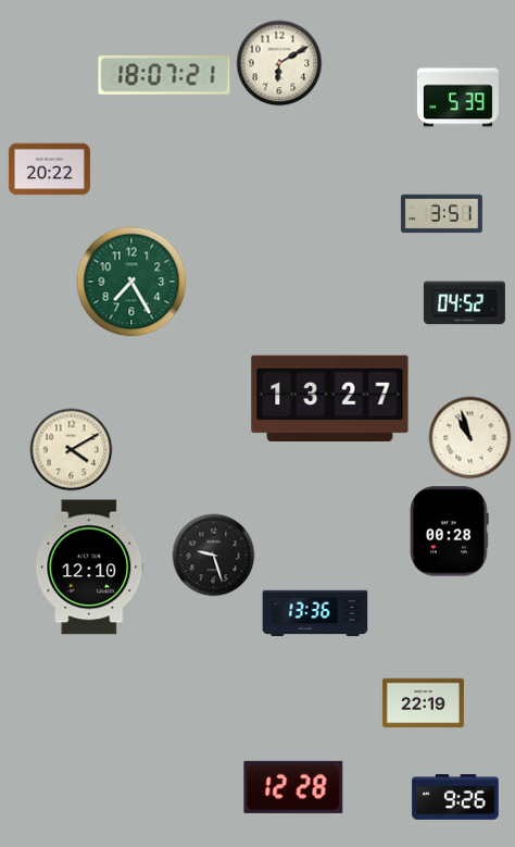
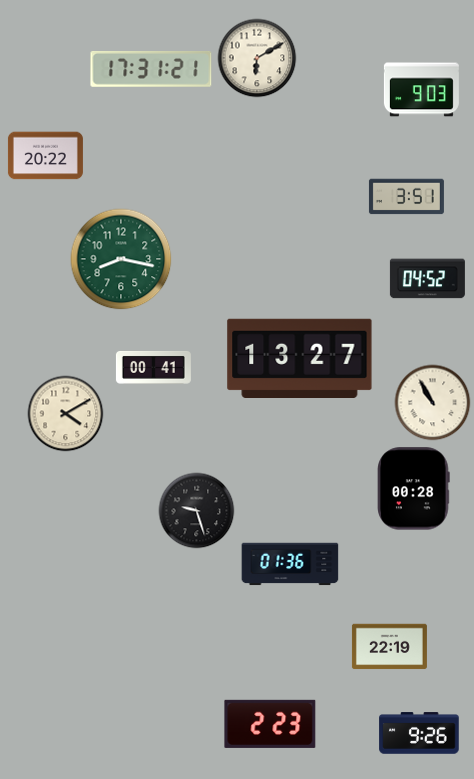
clock at (164, 75): 18:07 -> 17:31
clock at (457, 98): 5:39 -> 9:03
clock at (131, 282): 7:25 -> 8:17
clock at (330, 398) position: (330, 398) -> (300, 358)
clock at (153, 367): none -> 00:41
clock at (470, 438): 10:57 -> 10:55
clock at (90, 568): 12:10 -> none
clock at (315, 613): 13:36 -> 01:36
clock at (293, 787): 12:28 -> 2:23
